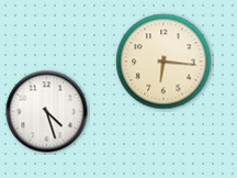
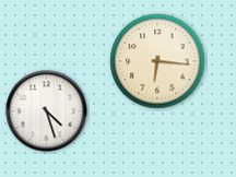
clock at (163, 62) position: (163, 62) -> (157, 61)
